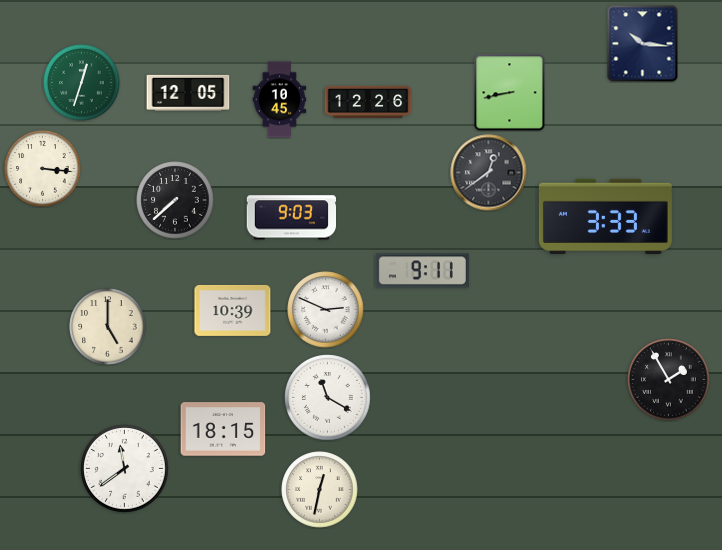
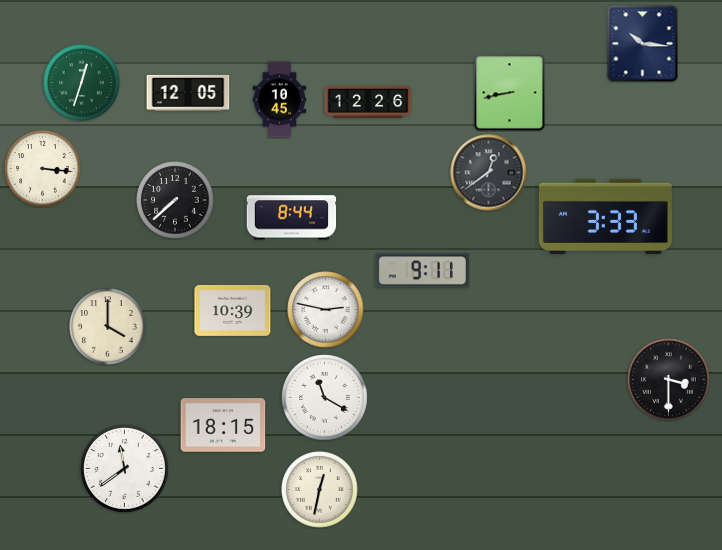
clock at (292, 218): 9:03 -> 8:44
clock at (326, 310): 2:49 -> 2:47
clock at (108, 327): 5:00 -> 4:00
clock at (669, 380): 1:55 -> 3:30
clock at (328, 398) position: (328, 398) -> (325, 398)
clock at (223, 429) position: (223, 429) -> (223, 425)
